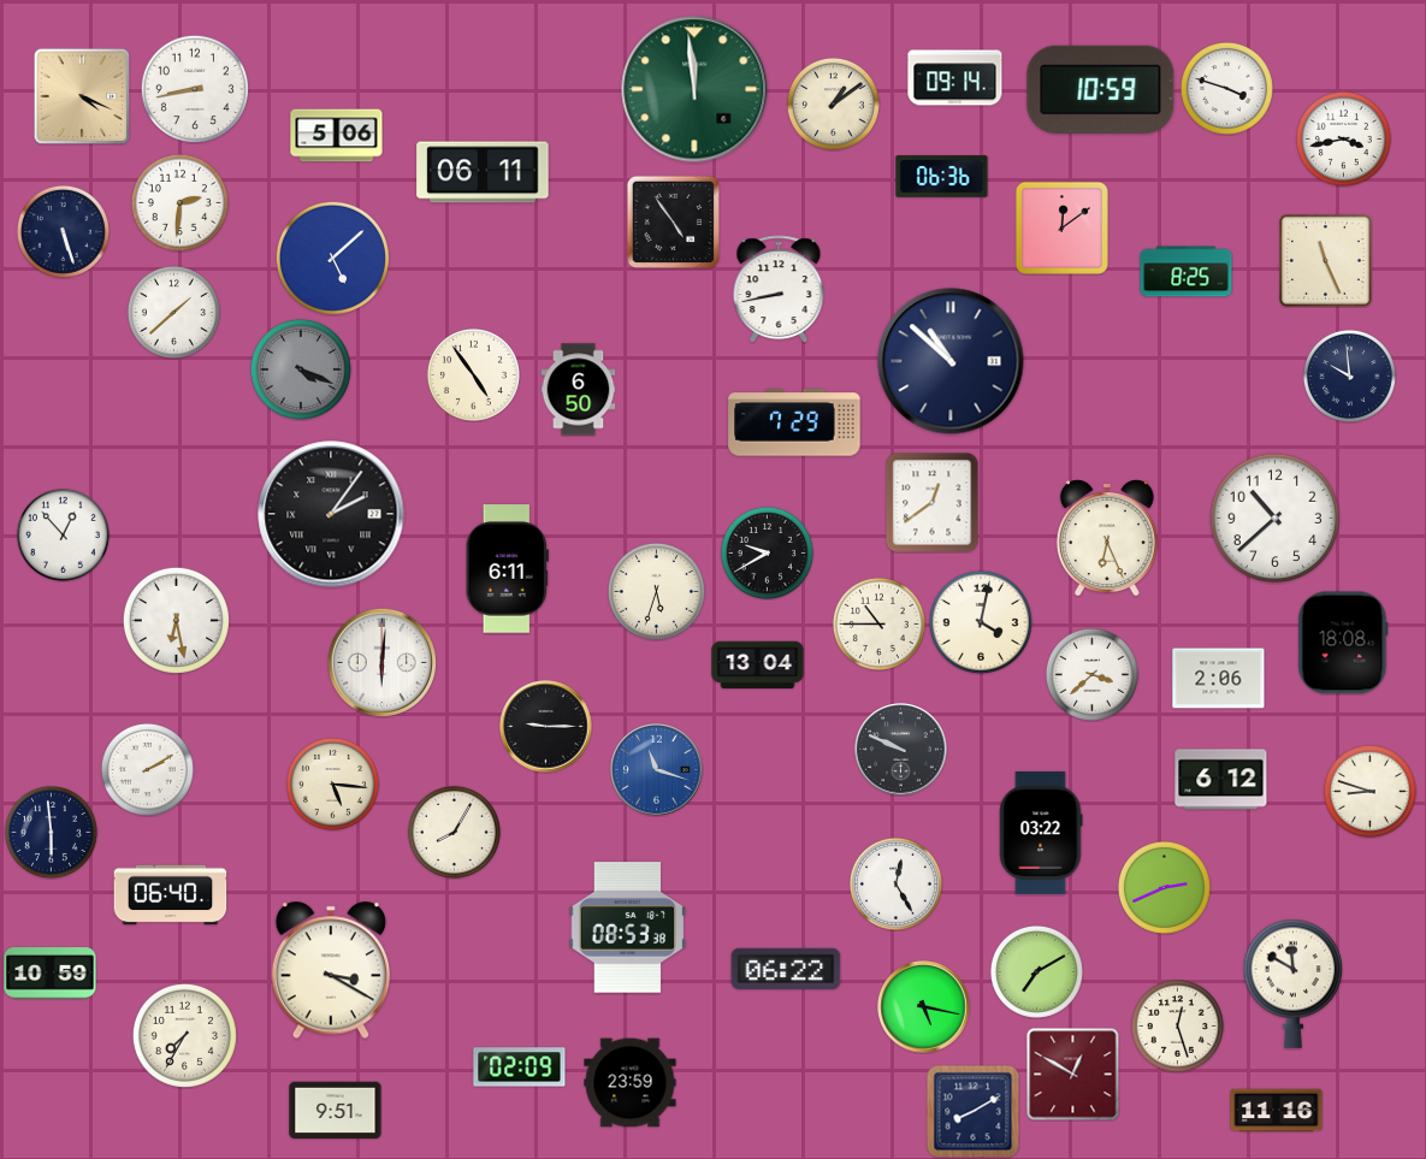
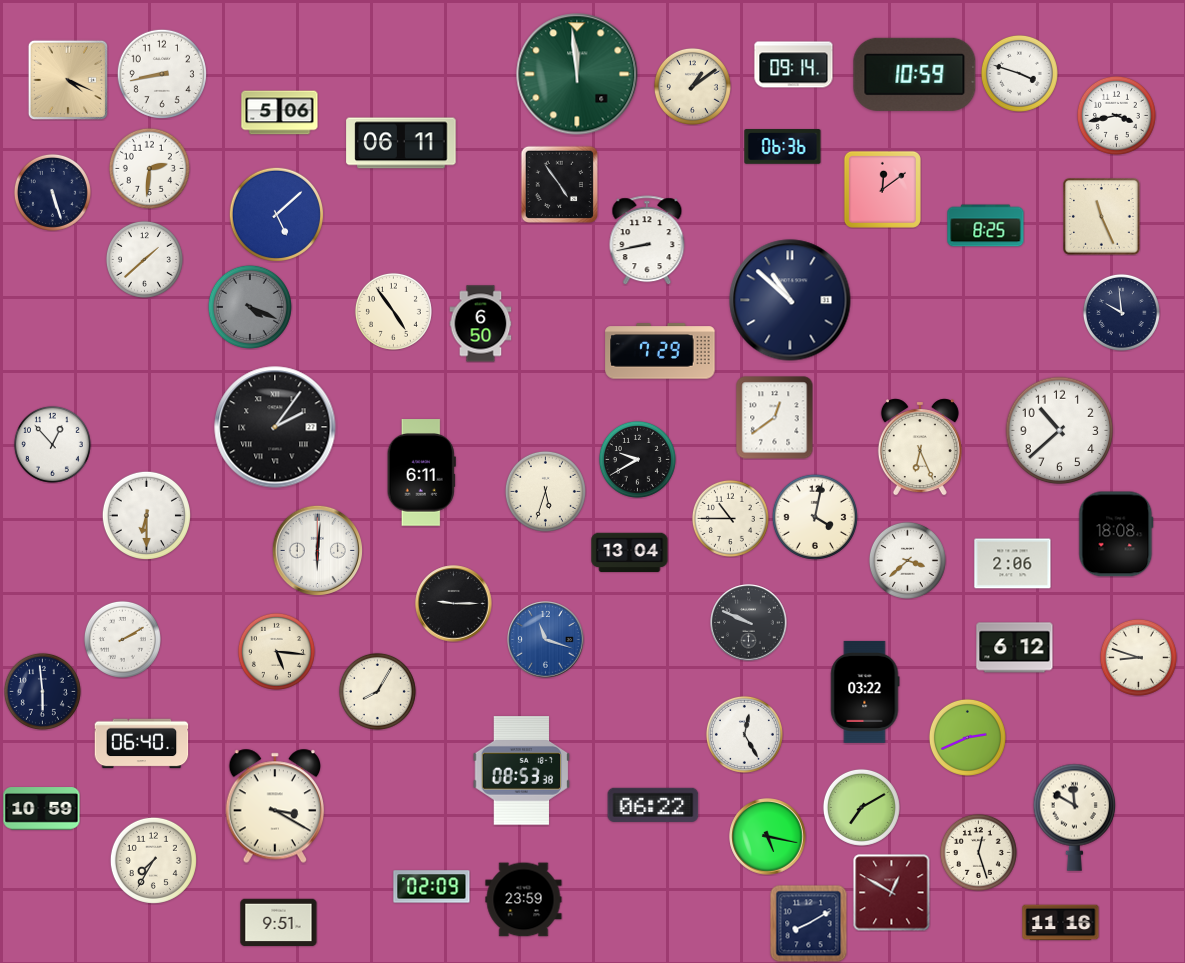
clock at (176, 620): 6:28 -> 6:30
